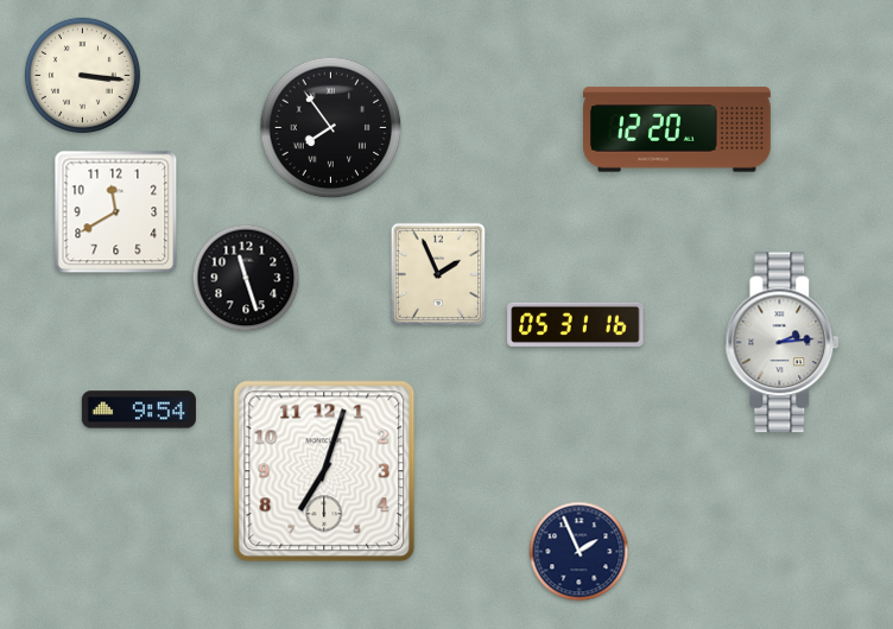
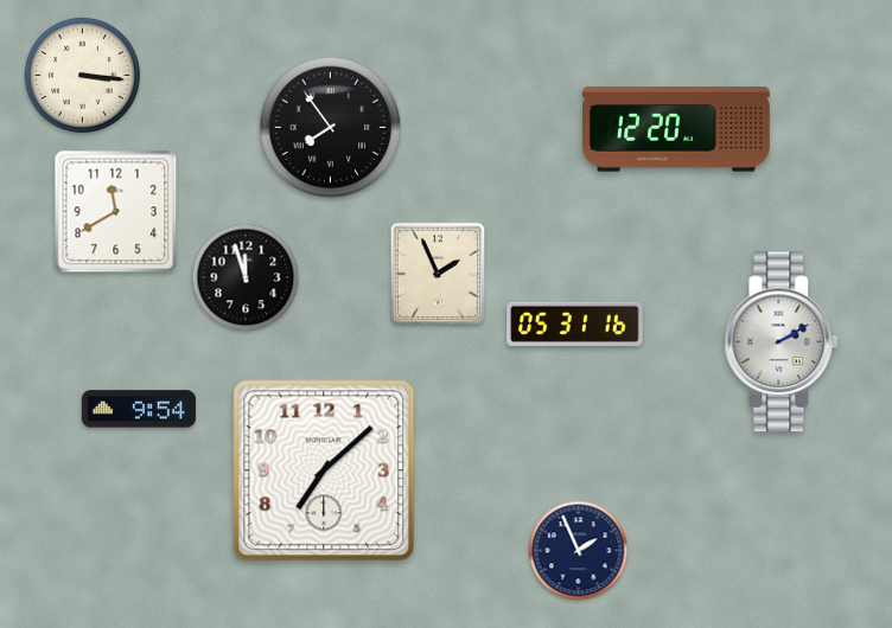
clock at (246, 278): 11:27 -> 11:57
clock at (783, 343): 2:14 -> 2:10
clock at (324, 471): 7:03 -> 7:08
